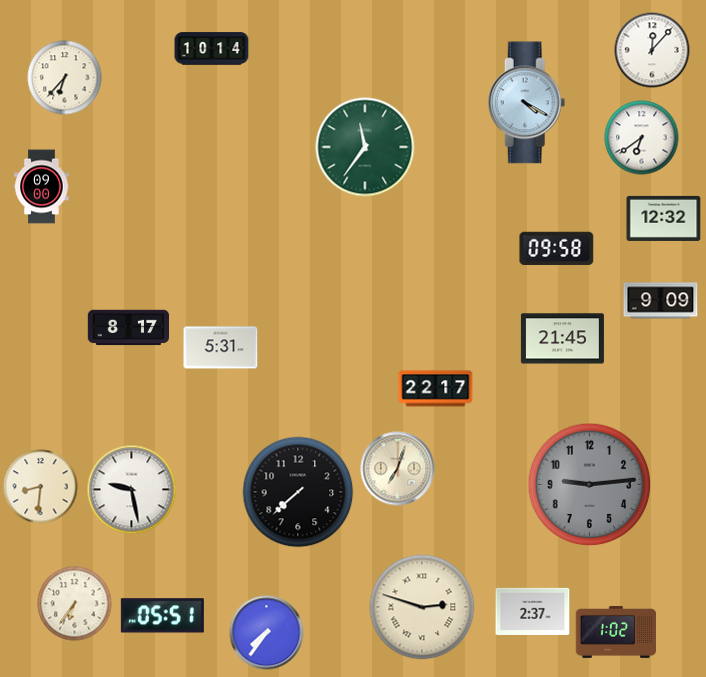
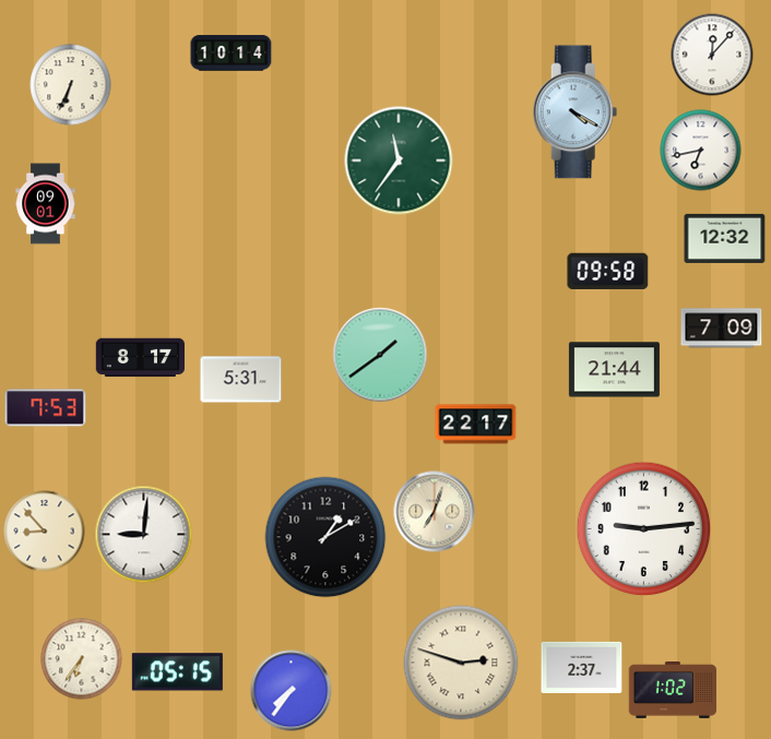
clock at (65, 78): 6:37 -> 6:34
clock at (642, 138): 6:39 -> 6:43
clock at (42, 187): 09:00 -> 09:01
clock at (661, 301): 9:09 -> 7:09
clock at (380, 355): none -> 1:39
clock at (562, 339): 21:45 -> 21:44
clock at (46, 408): none -> 7:53
clock at (590, 485) dial: grey -> white
clock at (41, 487): 8:31 -> 8:53
clock at (132, 490): 9:28 -> 9:01
clock at (298, 492): 7:38 -> 1:10
clock at (162, 616): 05:51 -> 05:15
